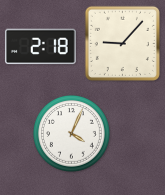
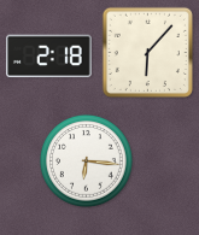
clock at (122, 43): 9:07 -> 6:07
clock at (71, 133): 4:04 -> 6:16
